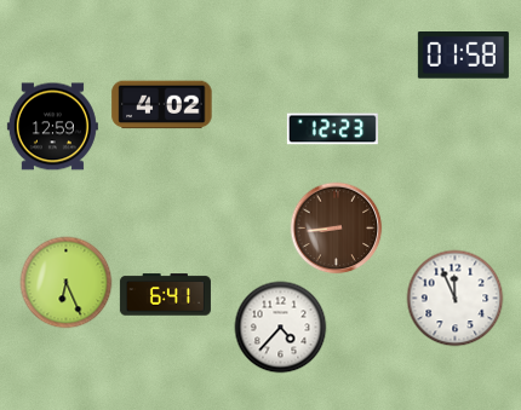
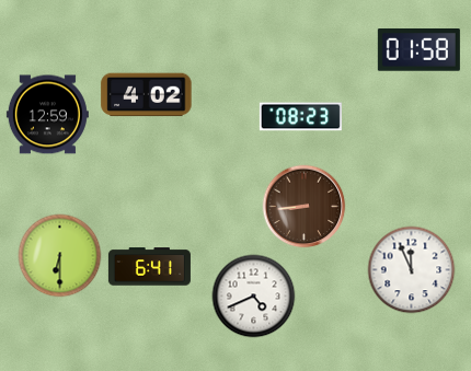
clock at (332, 129): 12:23 -> 08:23
clock at (67, 283): 6:26 -> 6:30
clock at (281, 328): 4:37 -> 4:41
